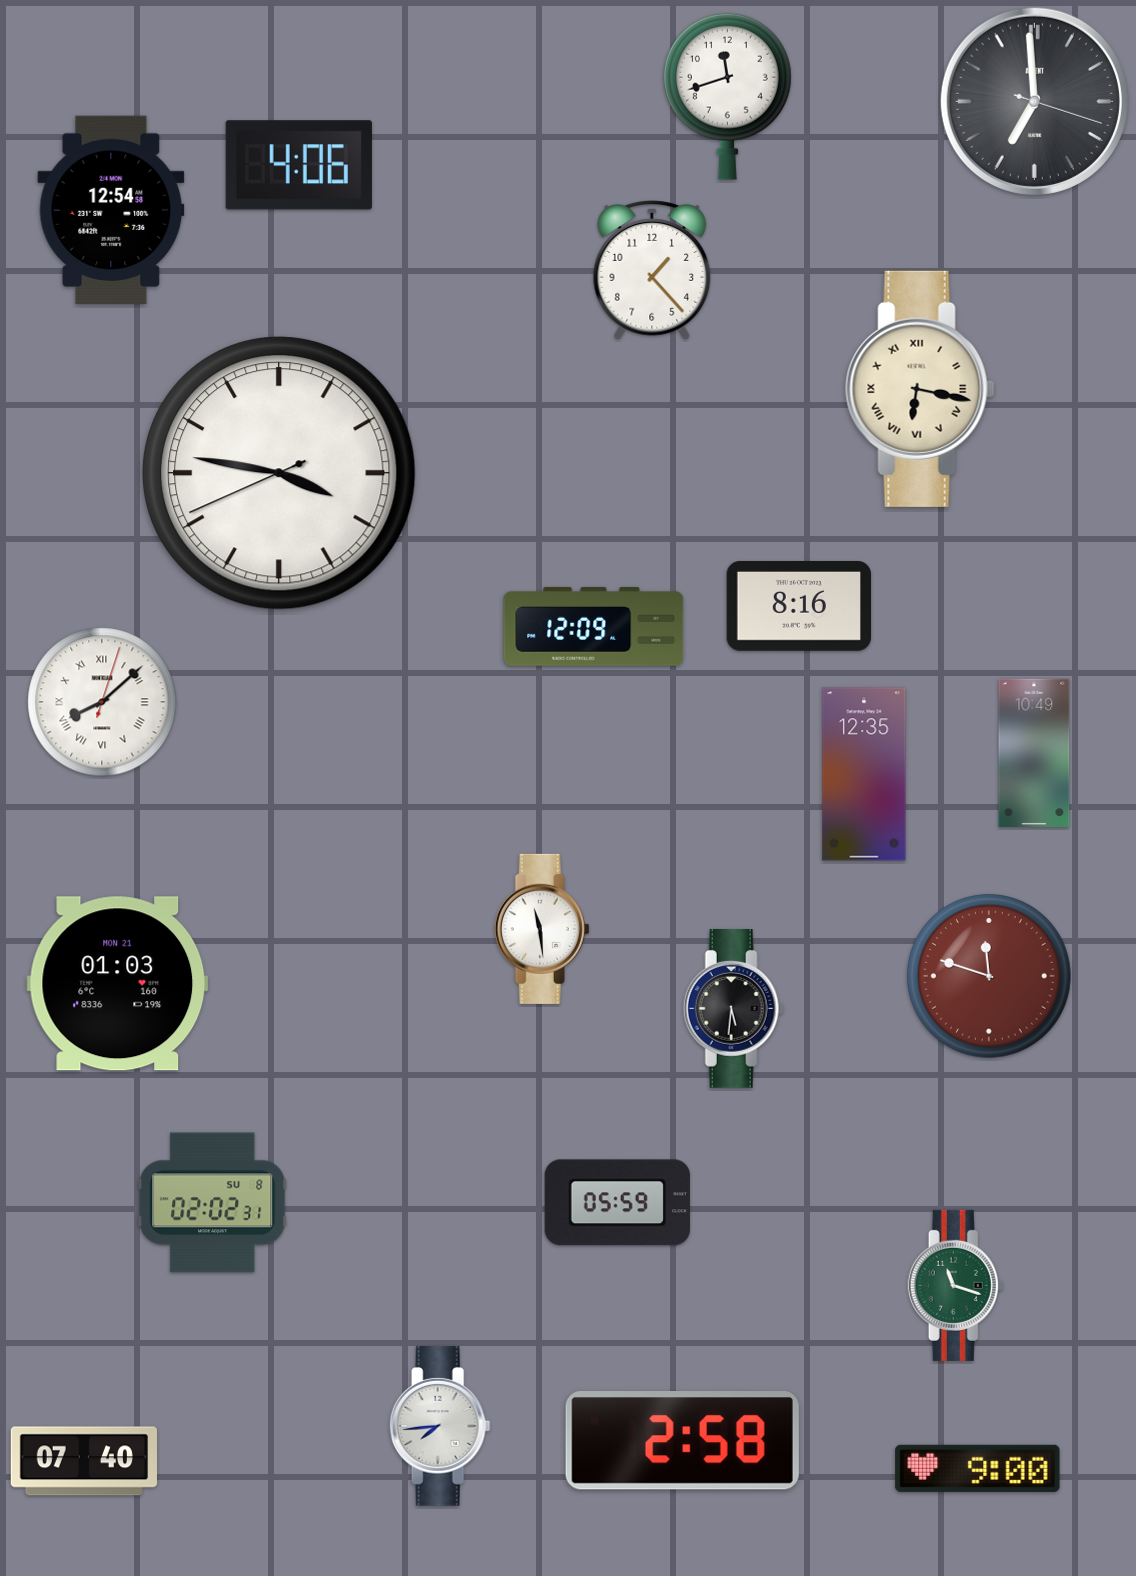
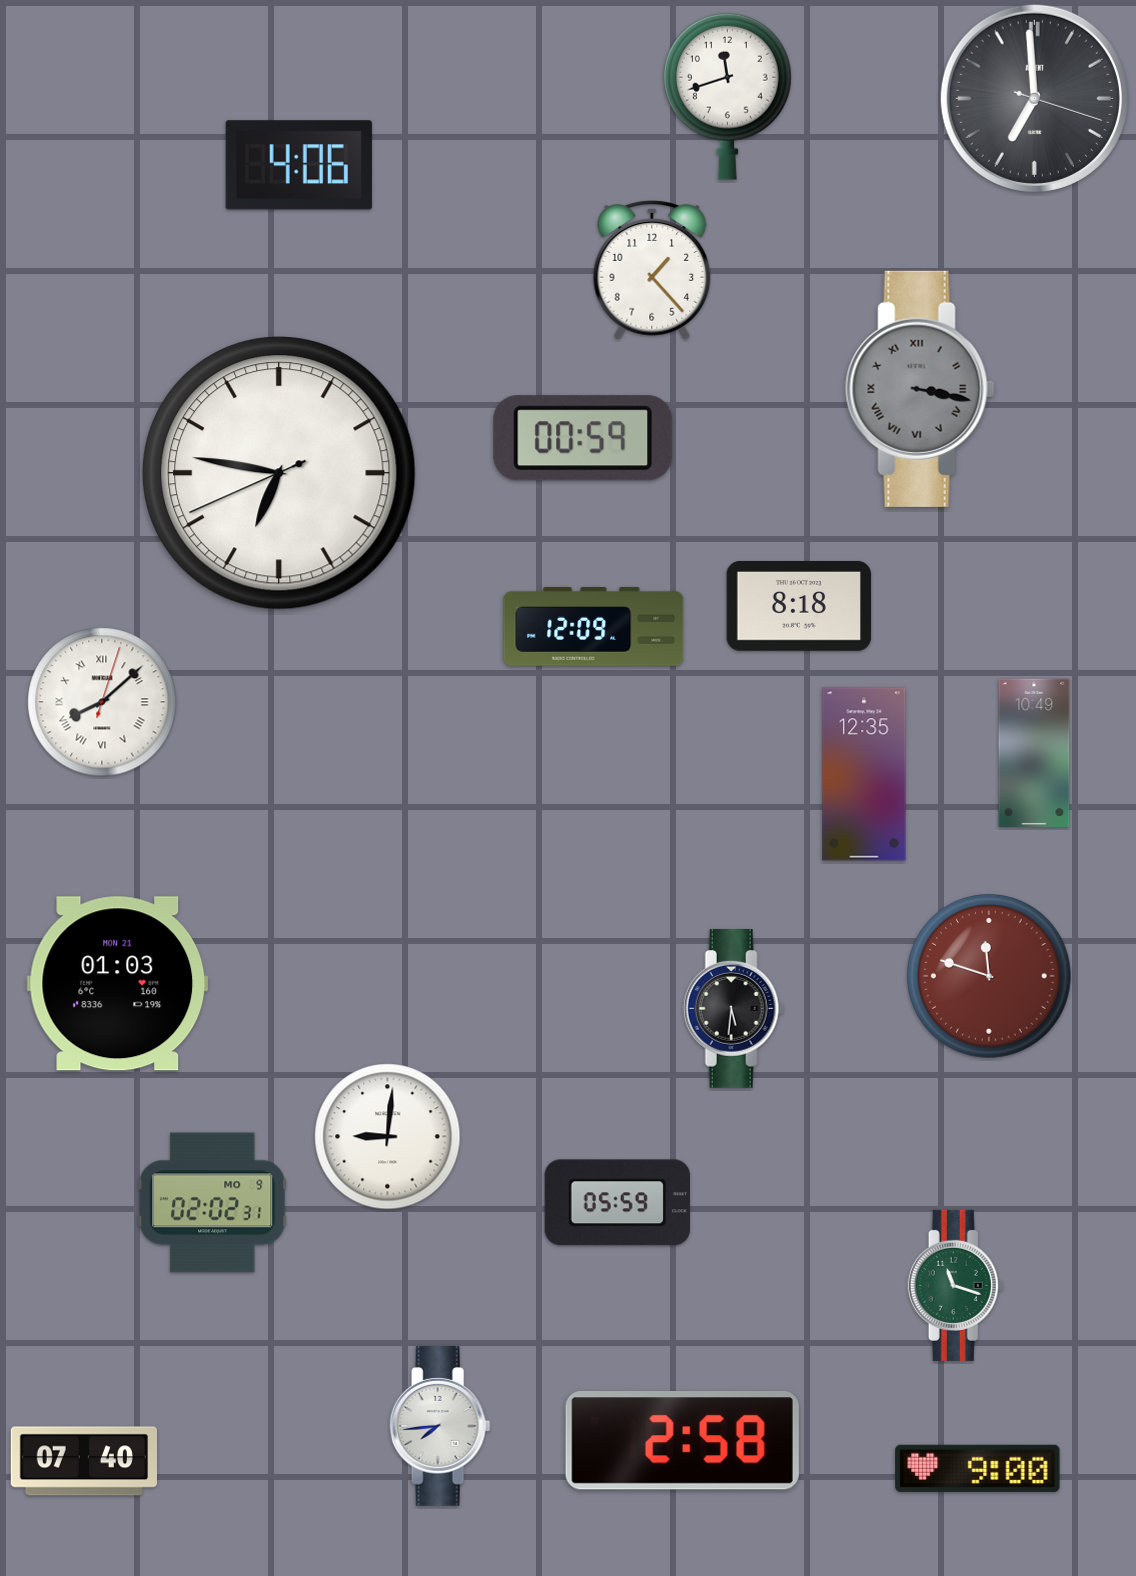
clock at (1034, 101) position: (1034, 101) -> (1034, 98)
clock at (111, 209): 12:54 -> none
clock at (920, 389): 6:17 -> 3:17
clock at (920, 389) dial: cream -> grey
clock at (583, 438): none -> 00:59
clock at (279, 473): 3:46 -> 6:46
clock at (799, 606): 8:16 -> 8:18
clock at (542, 929): 11:29 -> none
clock at (388, 1137): none -> 9:01
clock at (213, 1203) date: SU 8 -> MO 9
